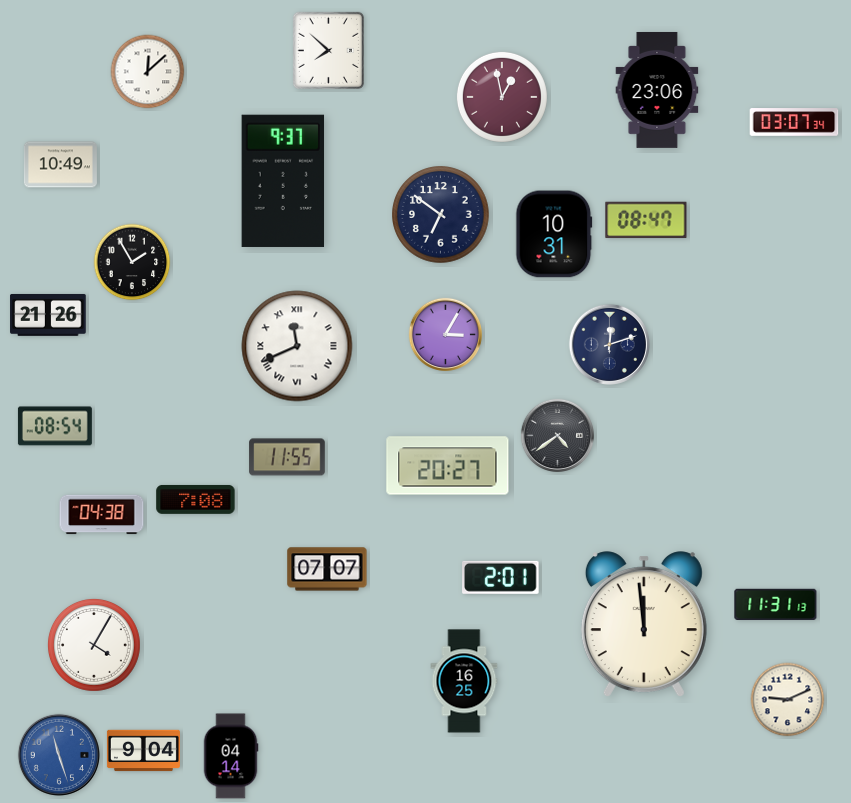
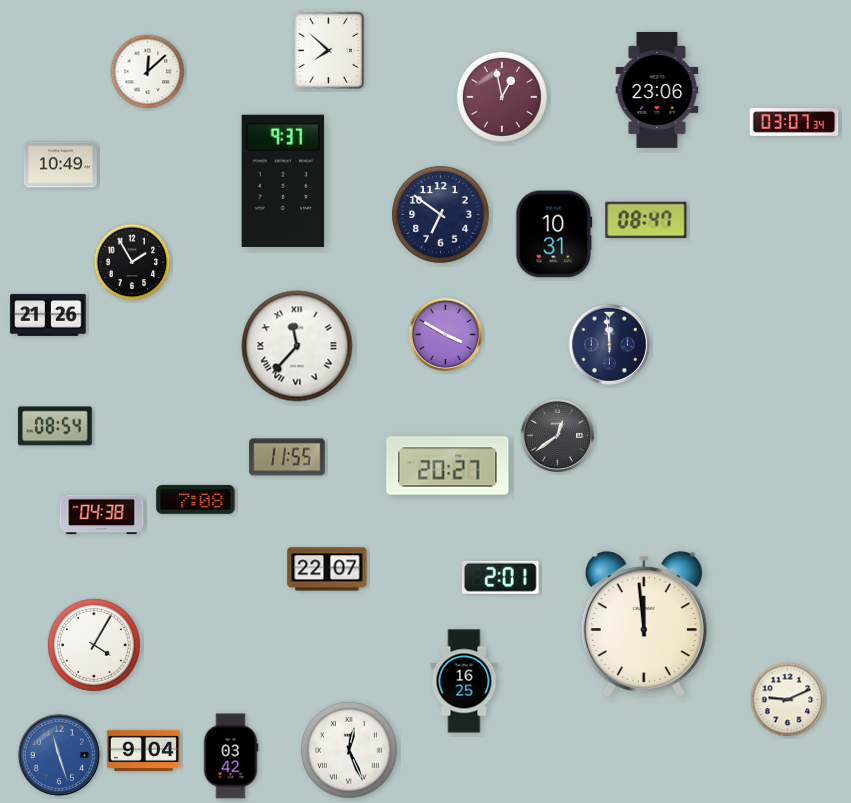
clock at (445, 334): 3:05 -> 3:50
clock at (609, 344): 12:12 -> 11:59
clock at (297, 346): 11:41 -> 11:37
clock at (557, 435): 4:39 -> 12:39
clock at (327, 569): 07:07 -> 22:07
clock at (776, 604): 11:31 -> none
clock at (349, 750): none -> 12:26
clock at (231, 756): 04:14 -> 03:42
